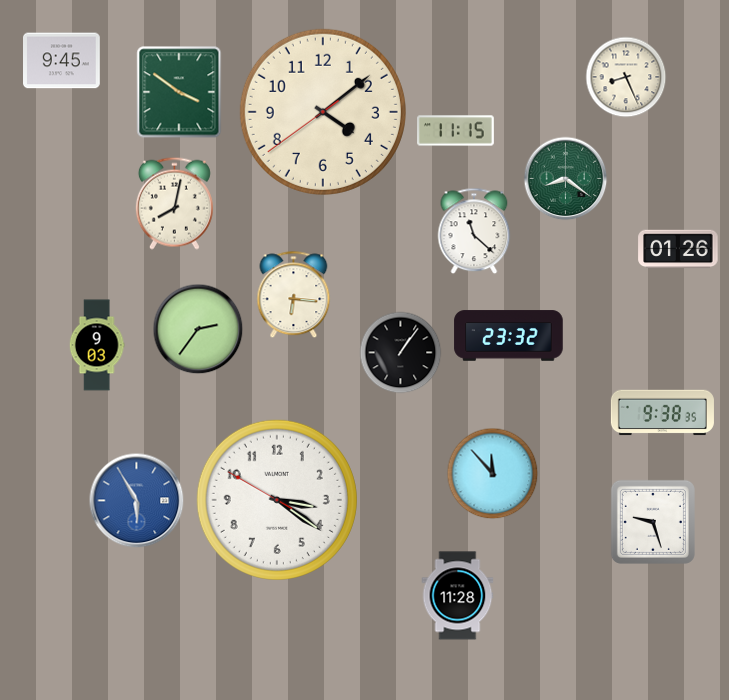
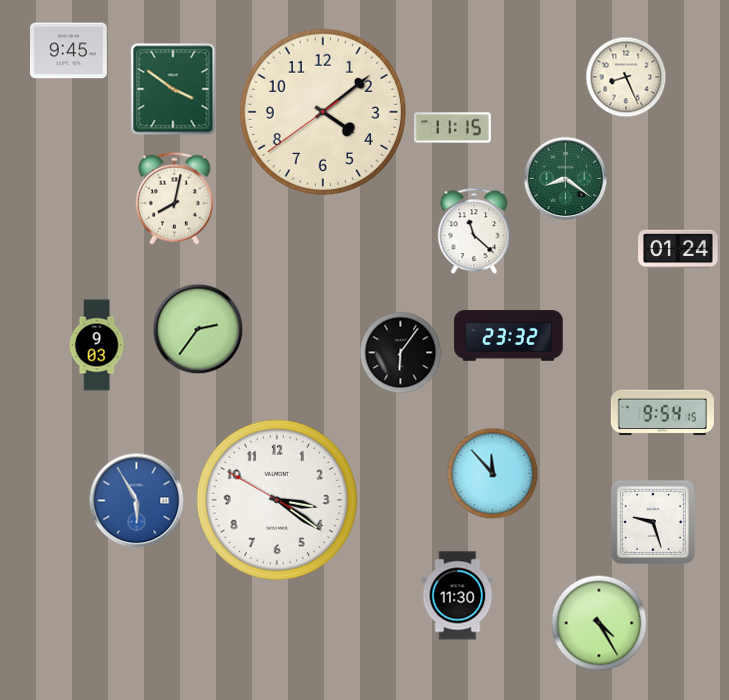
clock at (62, 61) position: (62, 61) -> (69, 51)
clock at (179, 92) position: (179, 92) -> (173, 89)
clock at (456, 131) position: (456, 131) -> (453, 128)
clock at (174, 203) position: (174, 203) -> (174, 198)
clock at (678, 249): 01:26 -> 01:24
clock at (294, 295): 6:16 -> none
clock at (401, 353): 1:06 -> 6:06
clock at (662, 413): 9:38 -> 9:54
clock at (458, 596): 11:28 -> 11:30
clock at (599, 623): none -> 4:25
